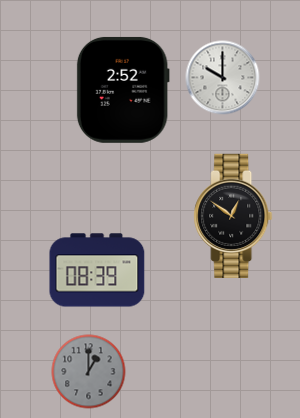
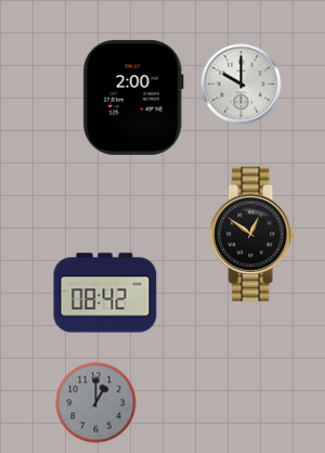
clock at (123, 90): 2:52 -> 2:00
clock at (97, 270): 08:39 -> 08:42
